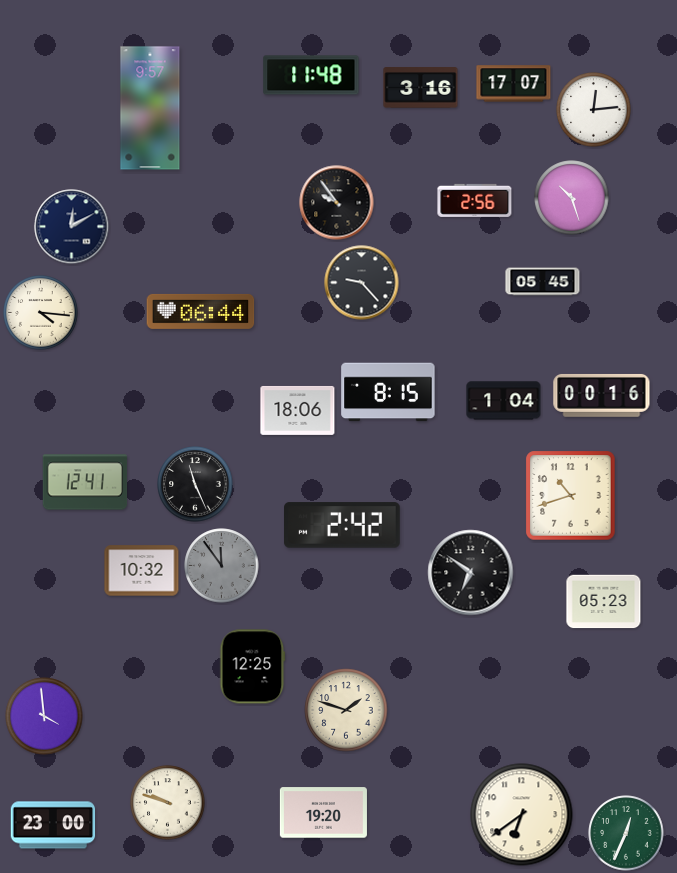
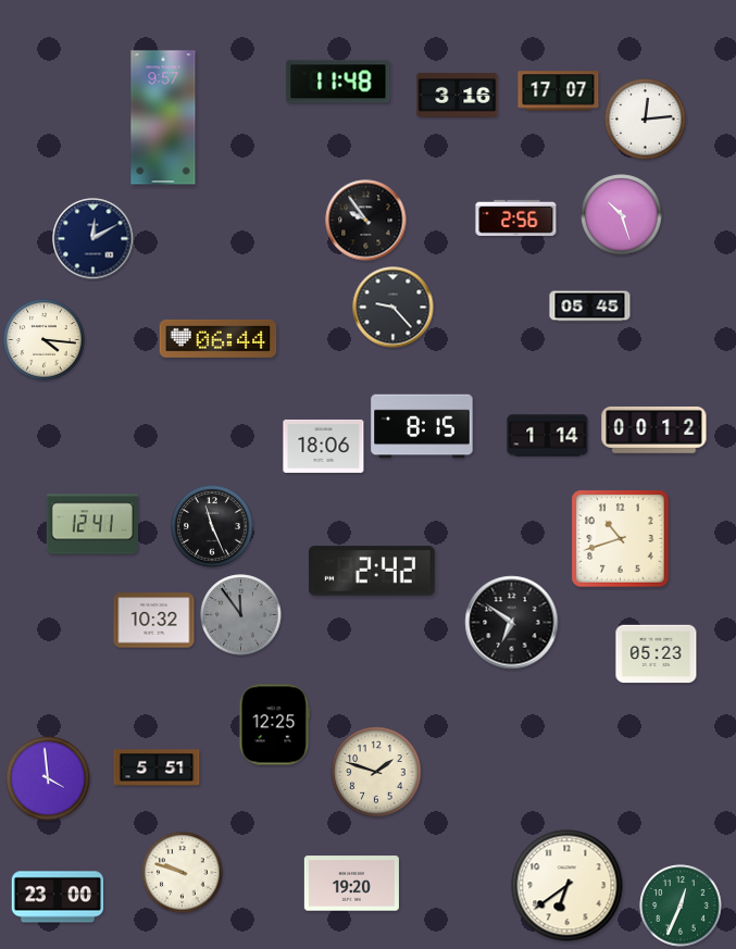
clock at (72, 227) position: (72, 227) -> (93, 239)
clock at (602, 395): 00:16 -> 00:12
clock at (504, 401): 1:04 -> 1:14
clock at (157, 767): none -> 5:51
